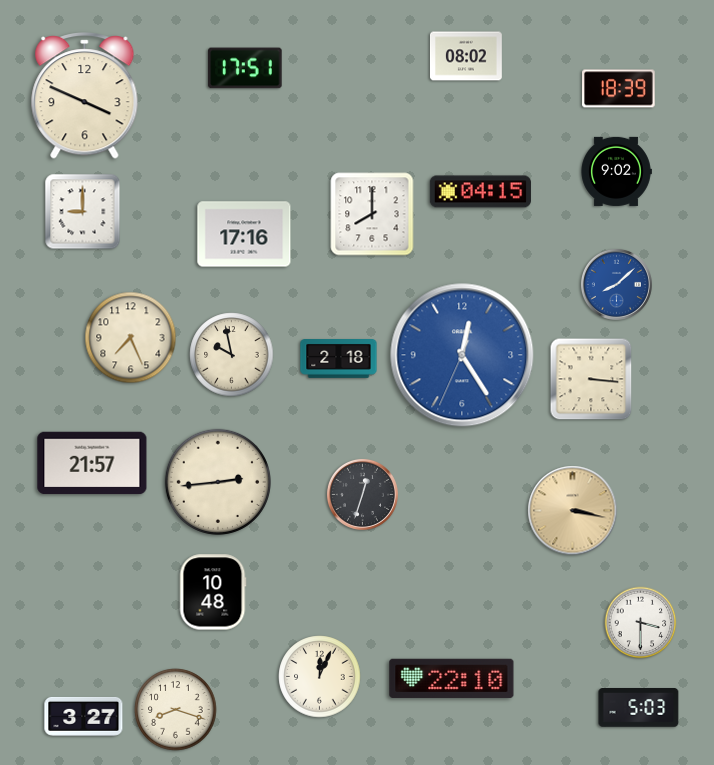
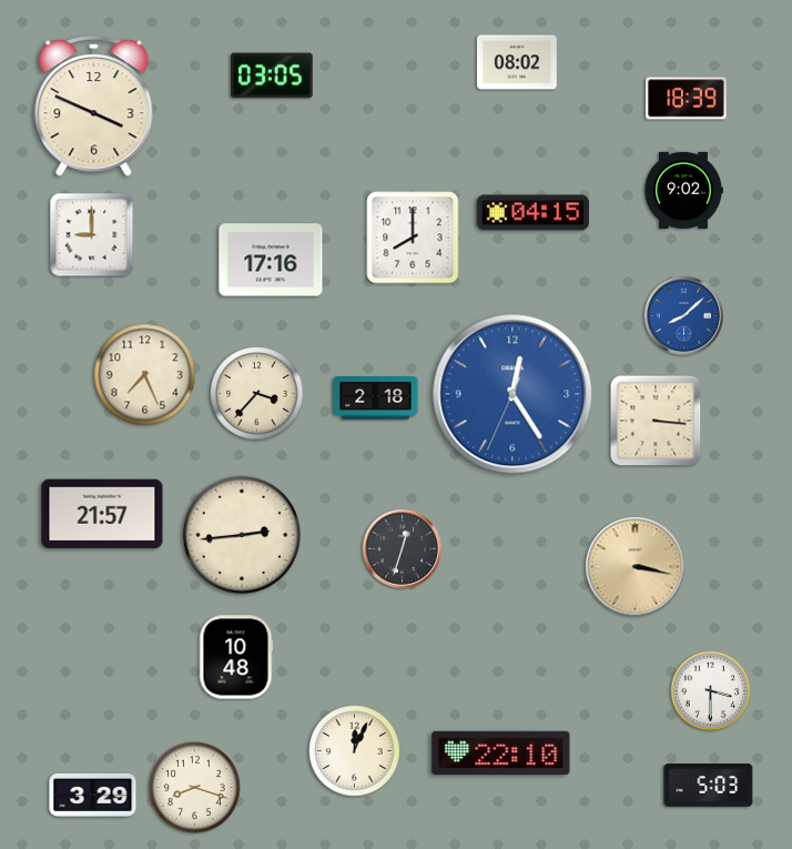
clock at (245, 68): 17:51 -> 03:05
clock at (232, 355): 9:58 -> 3:37
clock at (84, 716): 3:27 -> 3:29
